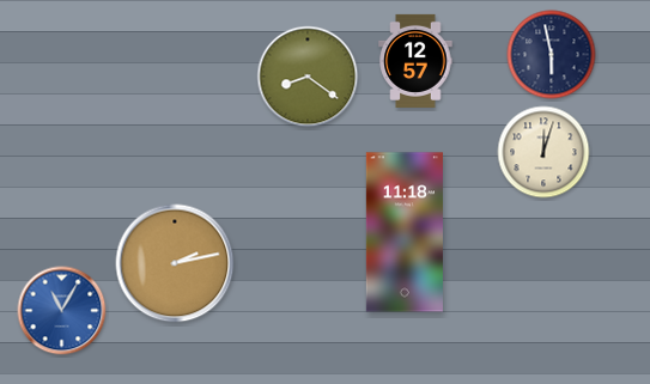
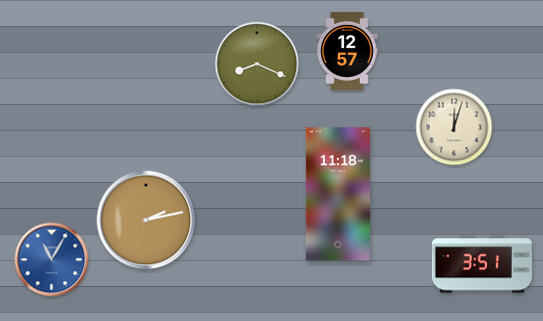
clock at (552, 55): 5:58 -> none
clock at (308, 77): 8:21 -> 8:19
clock at (482, 264): none -> 3:51
